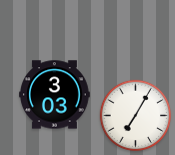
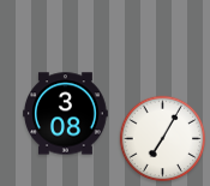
clock at (55, 95): 3:03 -> 3:08
